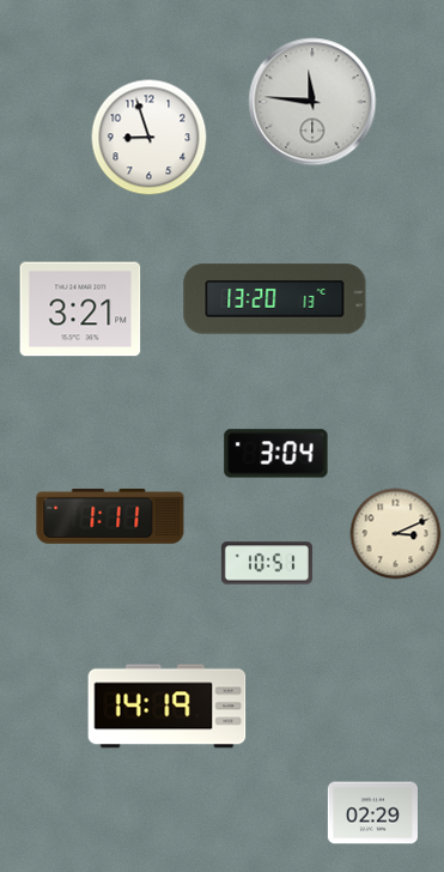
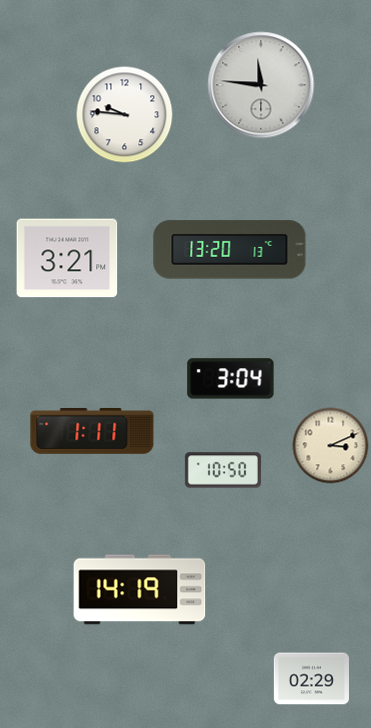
clock at (150, 138): 8:57 -> 9:46
clock at (267, 563): 10:51 -> 10:50
